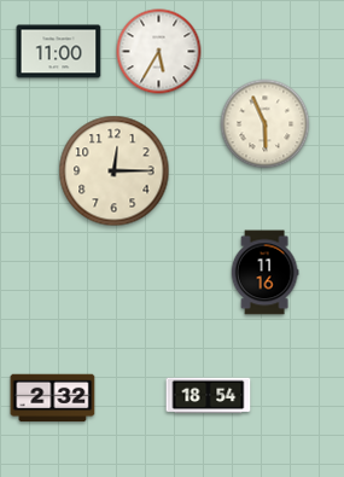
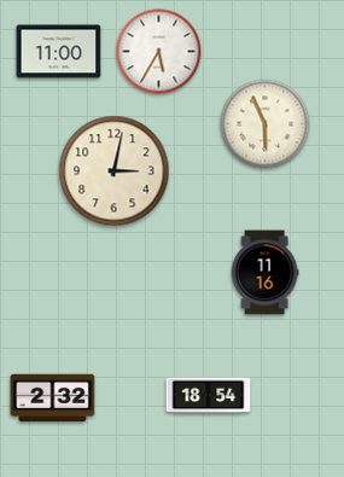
clock at (115, 171): 12:15 -> 3:02
